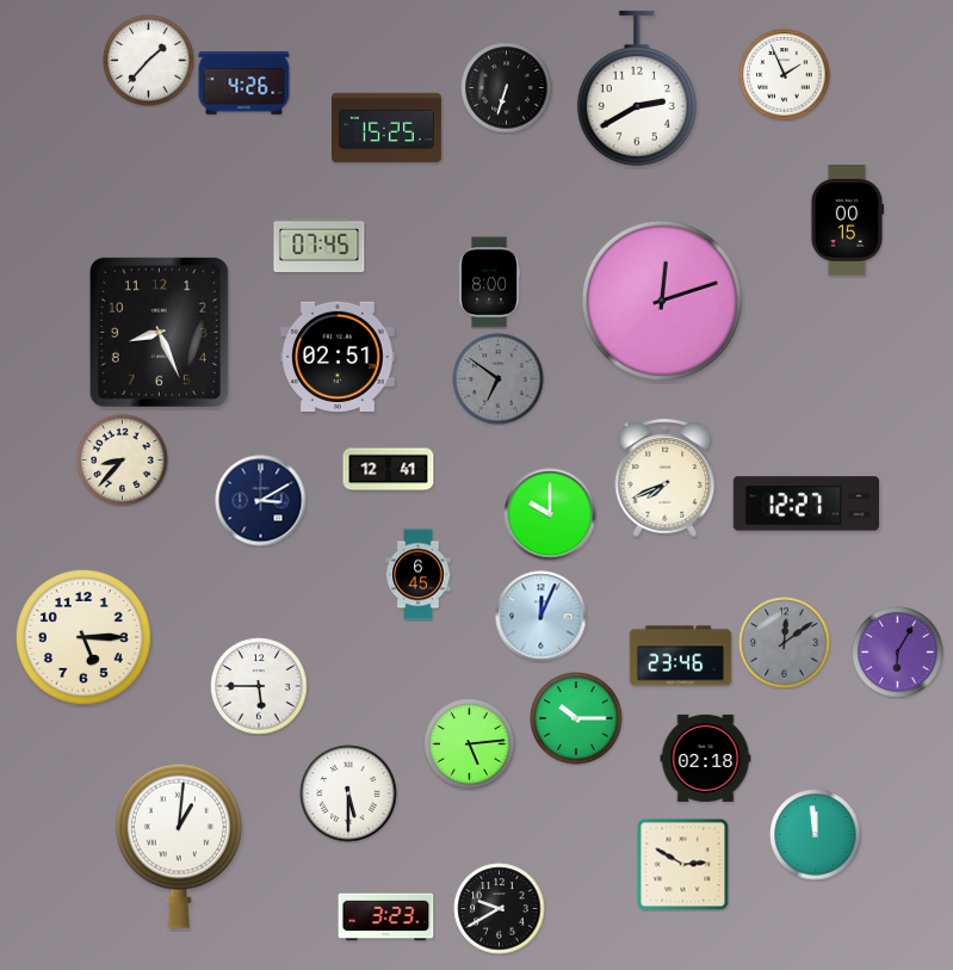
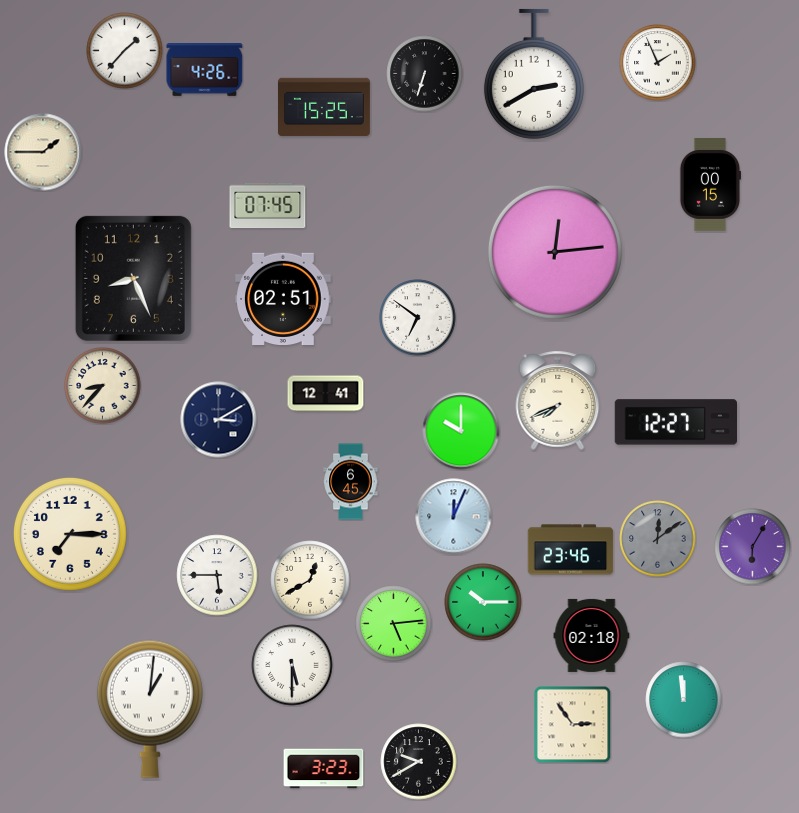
clock at (43, 152): none -> 1:45
clock at (489, 283): 8:00 -> none
clock at (662, 301): 12:12 -> 12:14
clock at (499, 379) dial: grey -> white
clock at (83, 637): 5:15 -> 7:15
clock at (310, 580): none -> 12:40
clock at (682, 864): 2:50 -> 2:54
